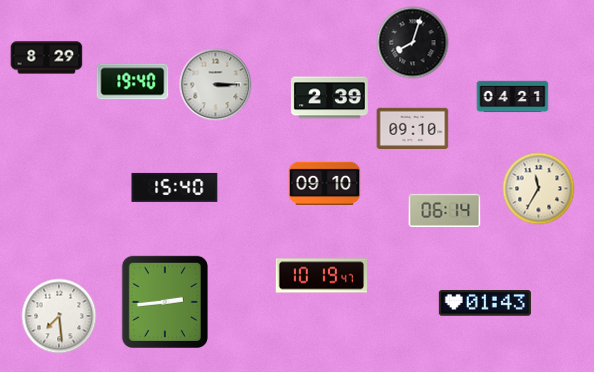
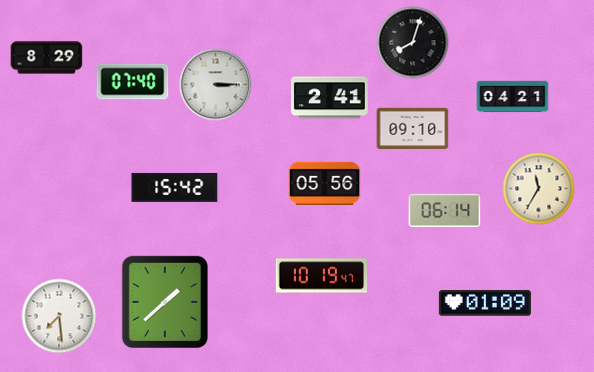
clock at (133, 82): 19:40 -> 07:40
clock at (329, 98): 2:39 -> 2:41
clock at (325, 183): 09:10 -> 05:56
clock at (175, 187): 15:40 -> 15:42
clock at (164, 301): 2:44 -> 1:38
clock at (485, 303): 01:43 -> 01:09
